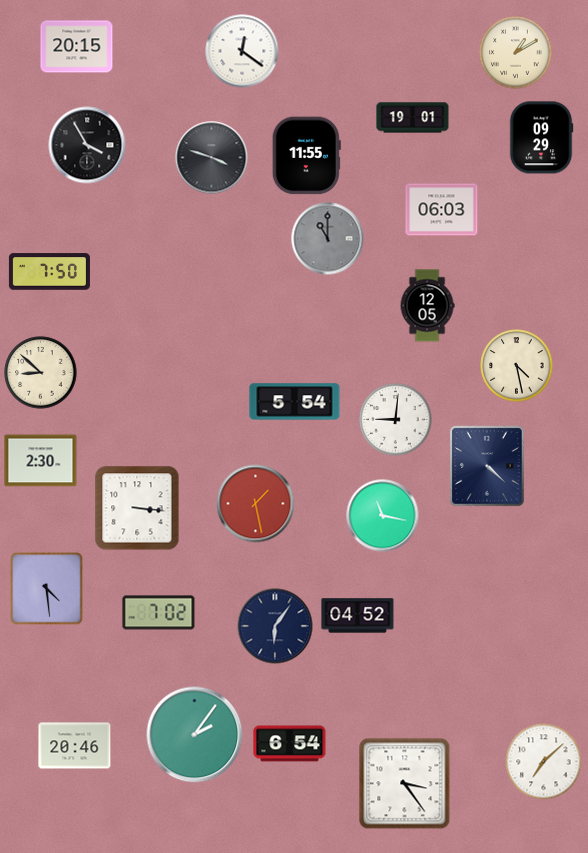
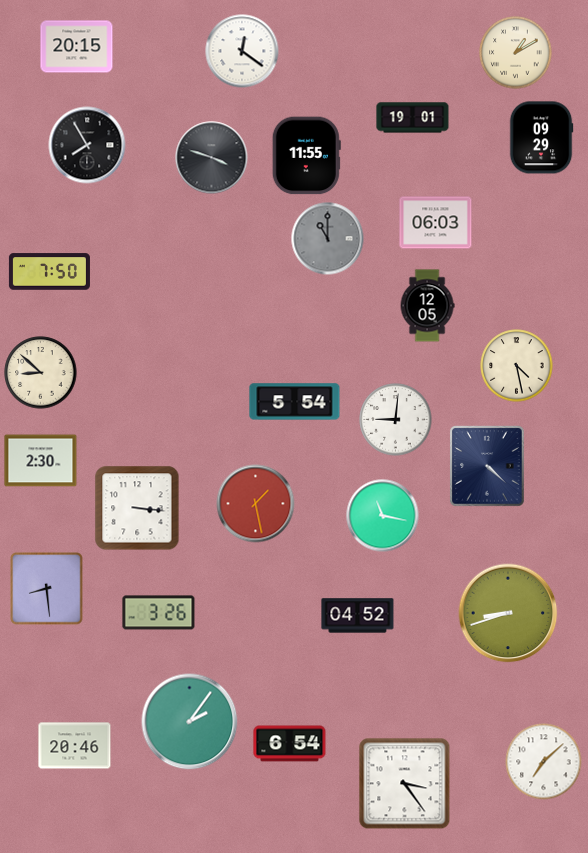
clock at (87, 145): 3:55 -> 7:55
clock at (442, 210) position: (442, 210) -> (436, 223)
clock at (47, 589): 4:29 -> 8:29
clock at (159, 613): 7:02 -> 3:26
clock at (508, 613): none -> 8:42
clock at (275, 626): 6:06 -> none
clock at (195, 735) position: (195, 735) -> (190, 722)
